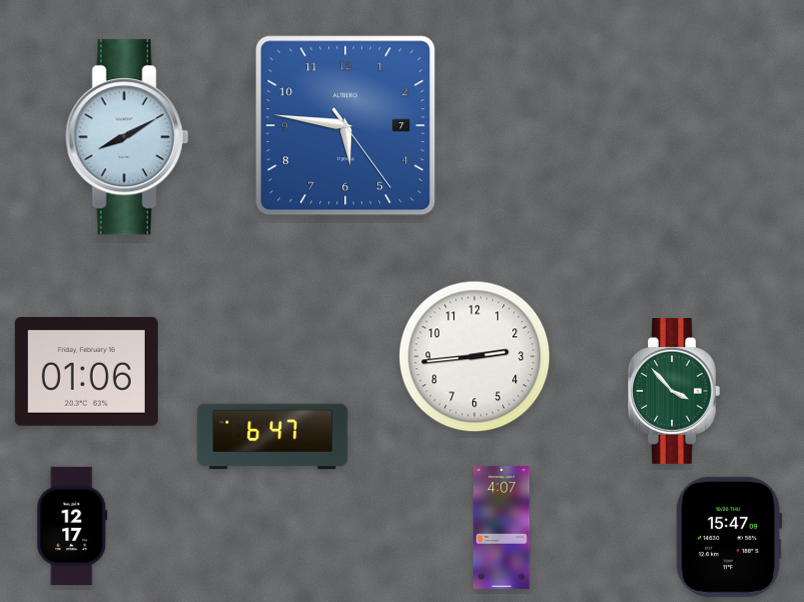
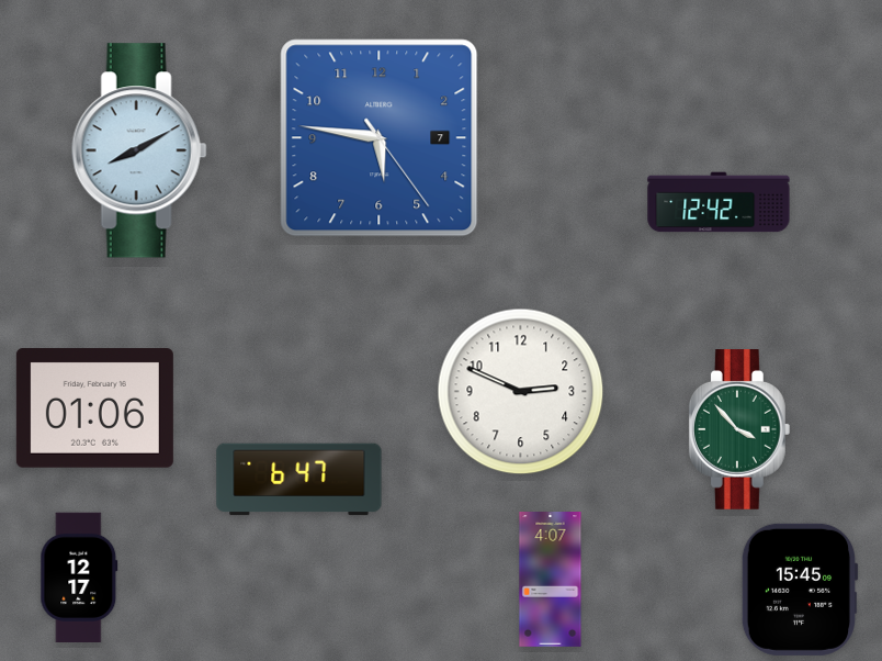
clock at (719, 202): none -> 12:42
clock at (475, 357): 2:44 -> 2:49
clock at (729, 537): 15:47 -> 15:45
